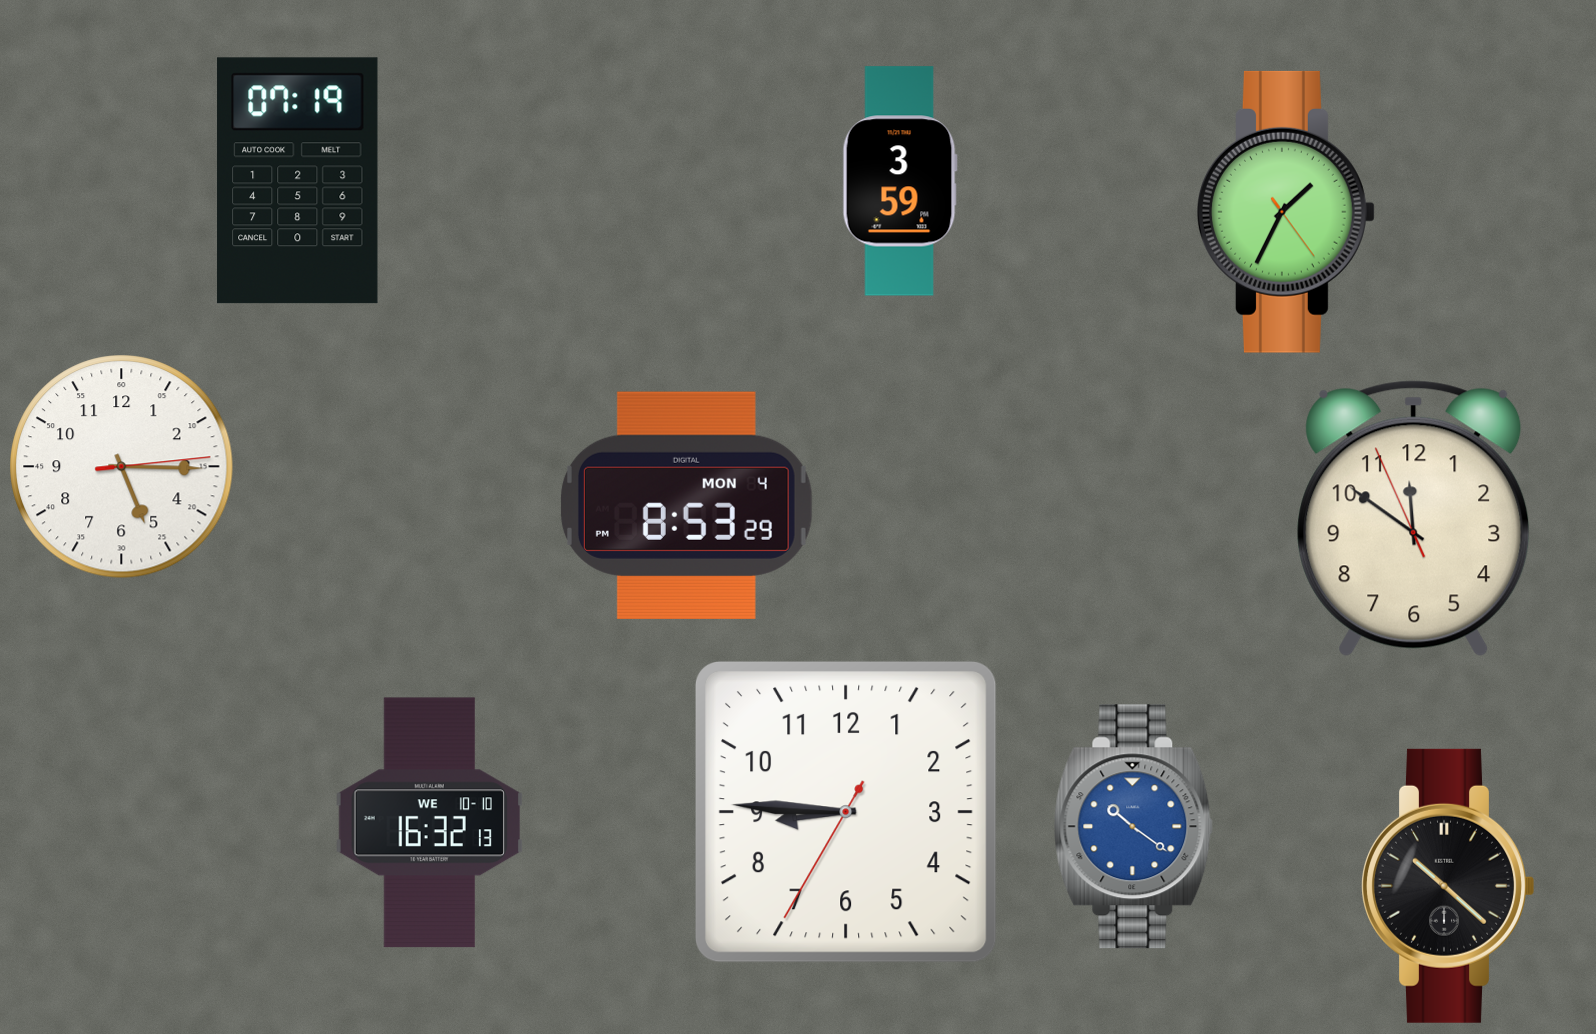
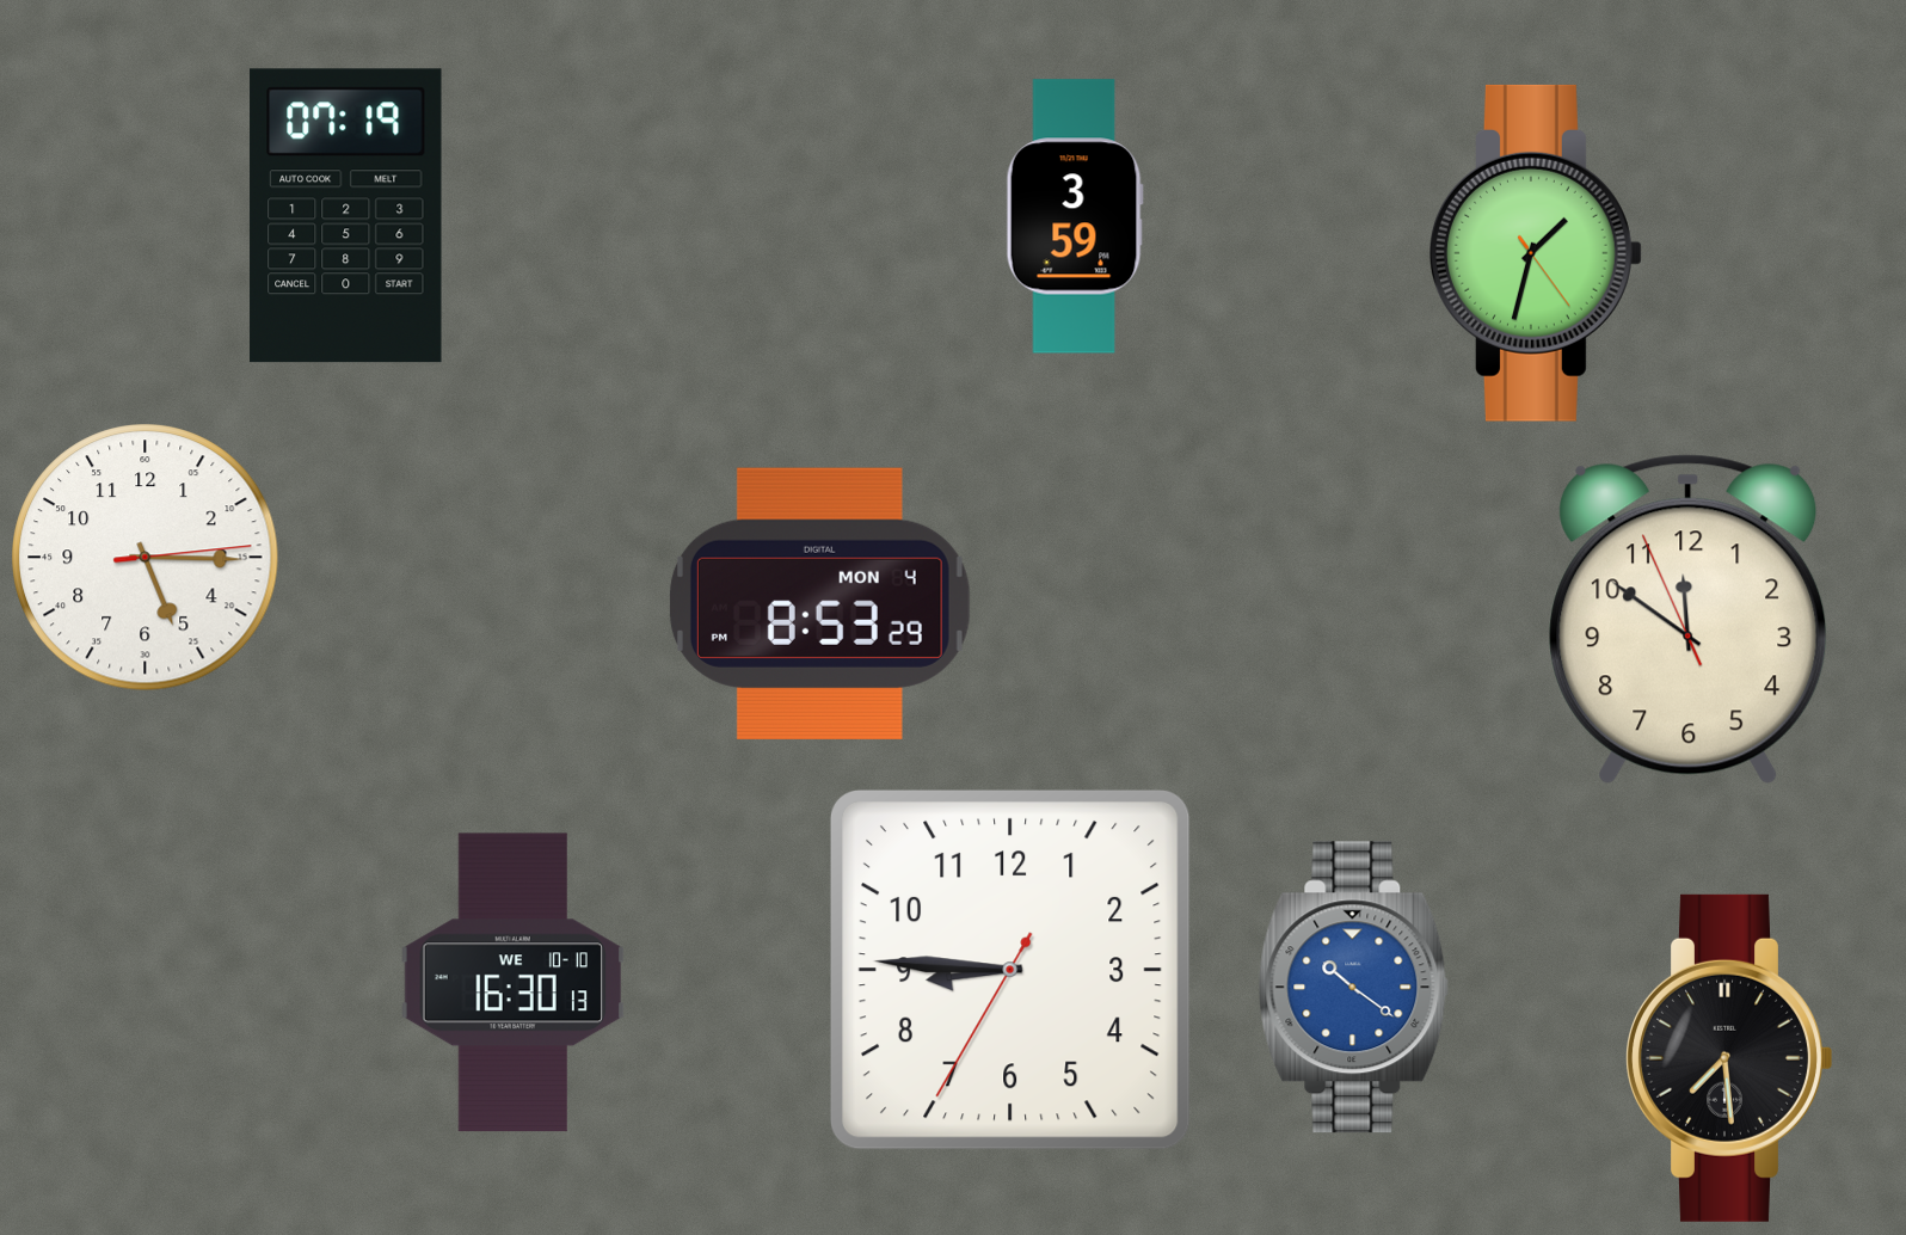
clock at (298, 181) position: (298, 181) -> (346, 216)
clock at (1287, 212): 1:34 -> 1:32
clock at (430, 823): 16:32 -> 16:30
clock at (1448, 886): 10:22 -> 7:29
